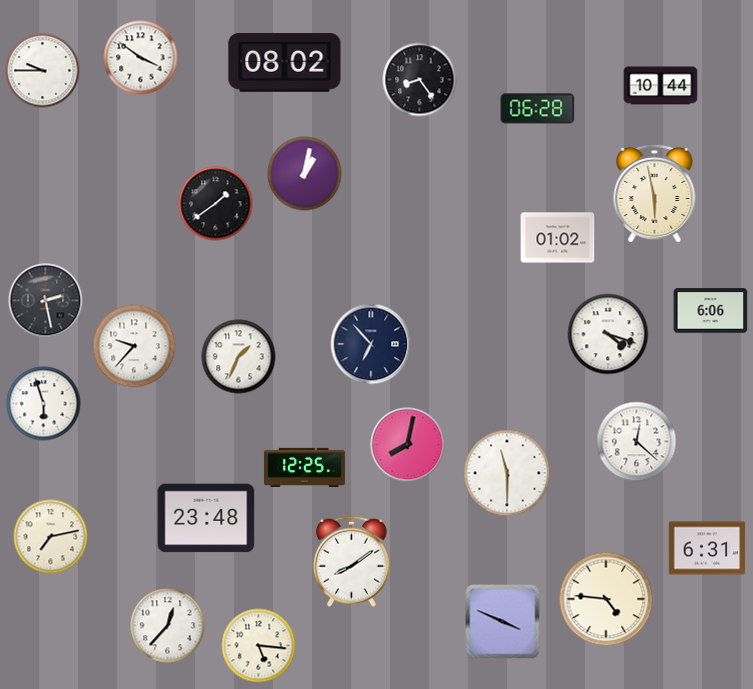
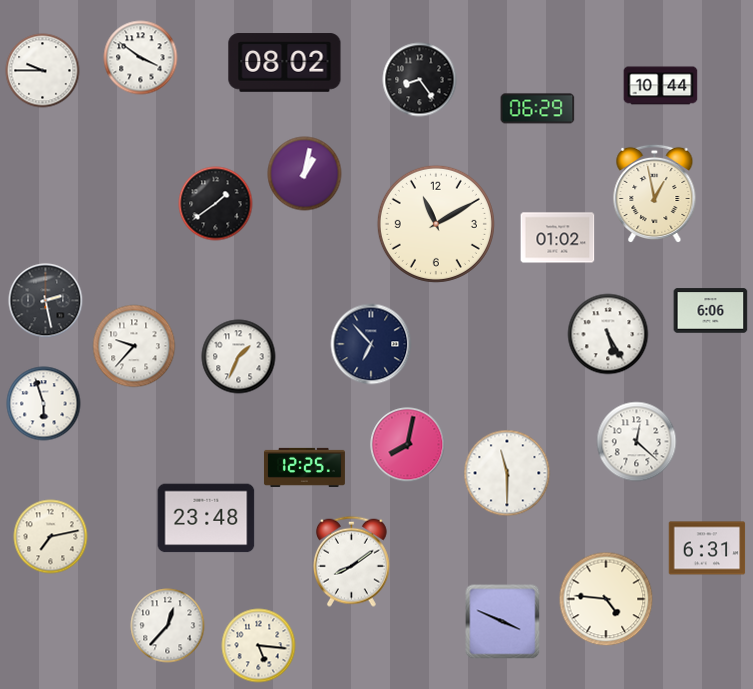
clock at (538, 109): 06:28 -> 06:29
clock at (655, 194): 5:58 -> 12:58
clock at (436, 224): none -> 11:10
clock at (608, 334): 4:18 -> 5:25
